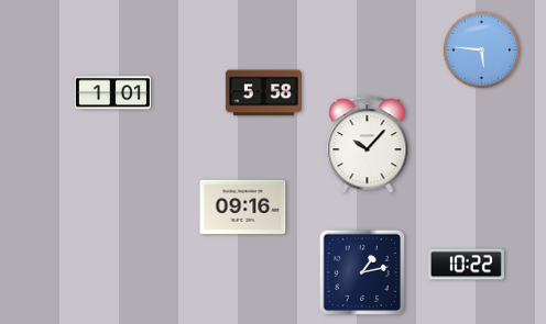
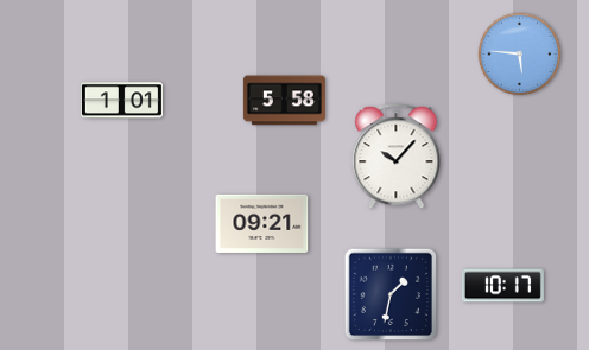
clock at (243, 206): 09:16 -> 09:21
clock at (466, 265): 10:22 -> 10:17
clock at (362, 272): 1:13 -> 1:32
